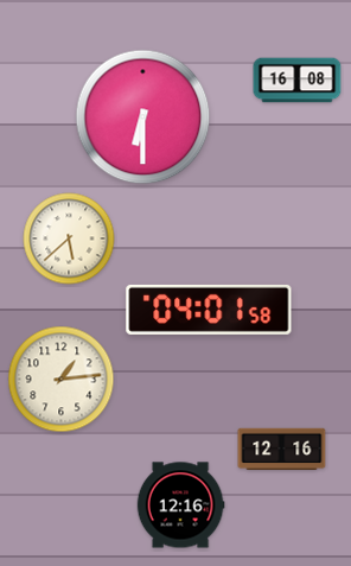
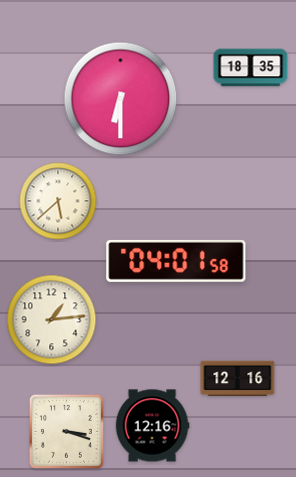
clock at (298, 81): 16:08 -> 18:35
clock at (66, 431): none -> 3:18
